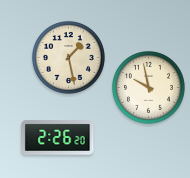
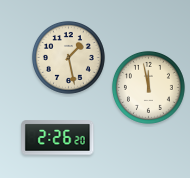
clock at (148, 87): 9:58 -> 11:58
